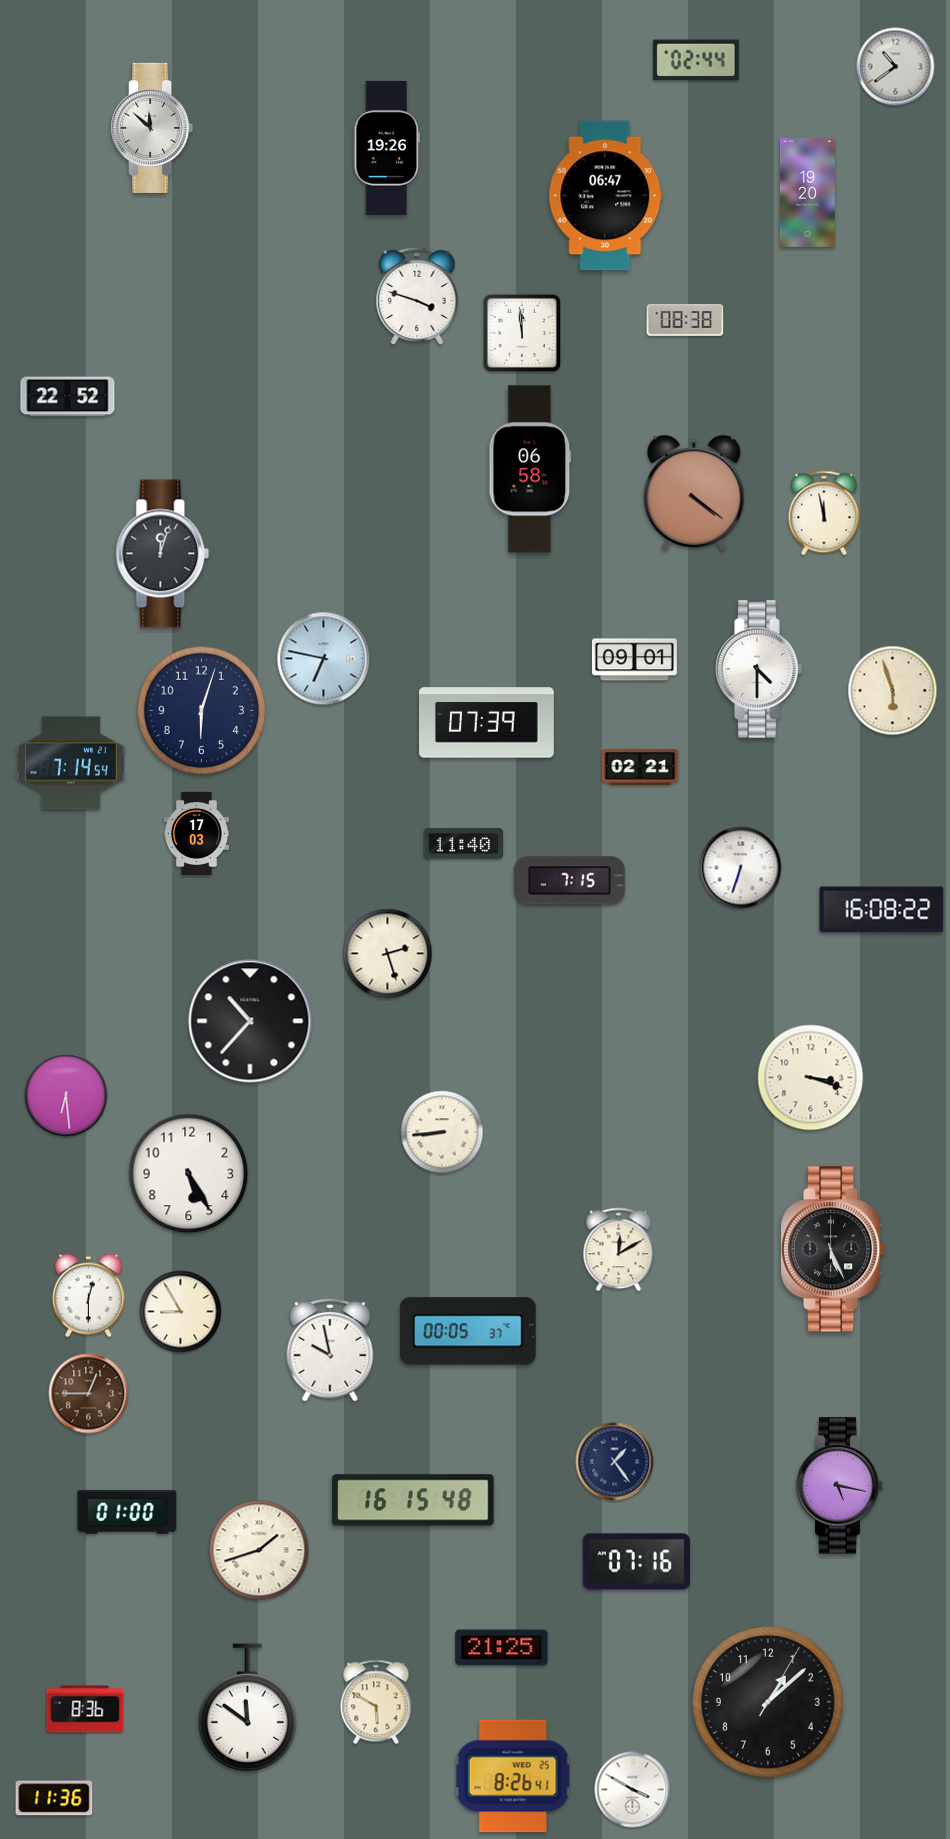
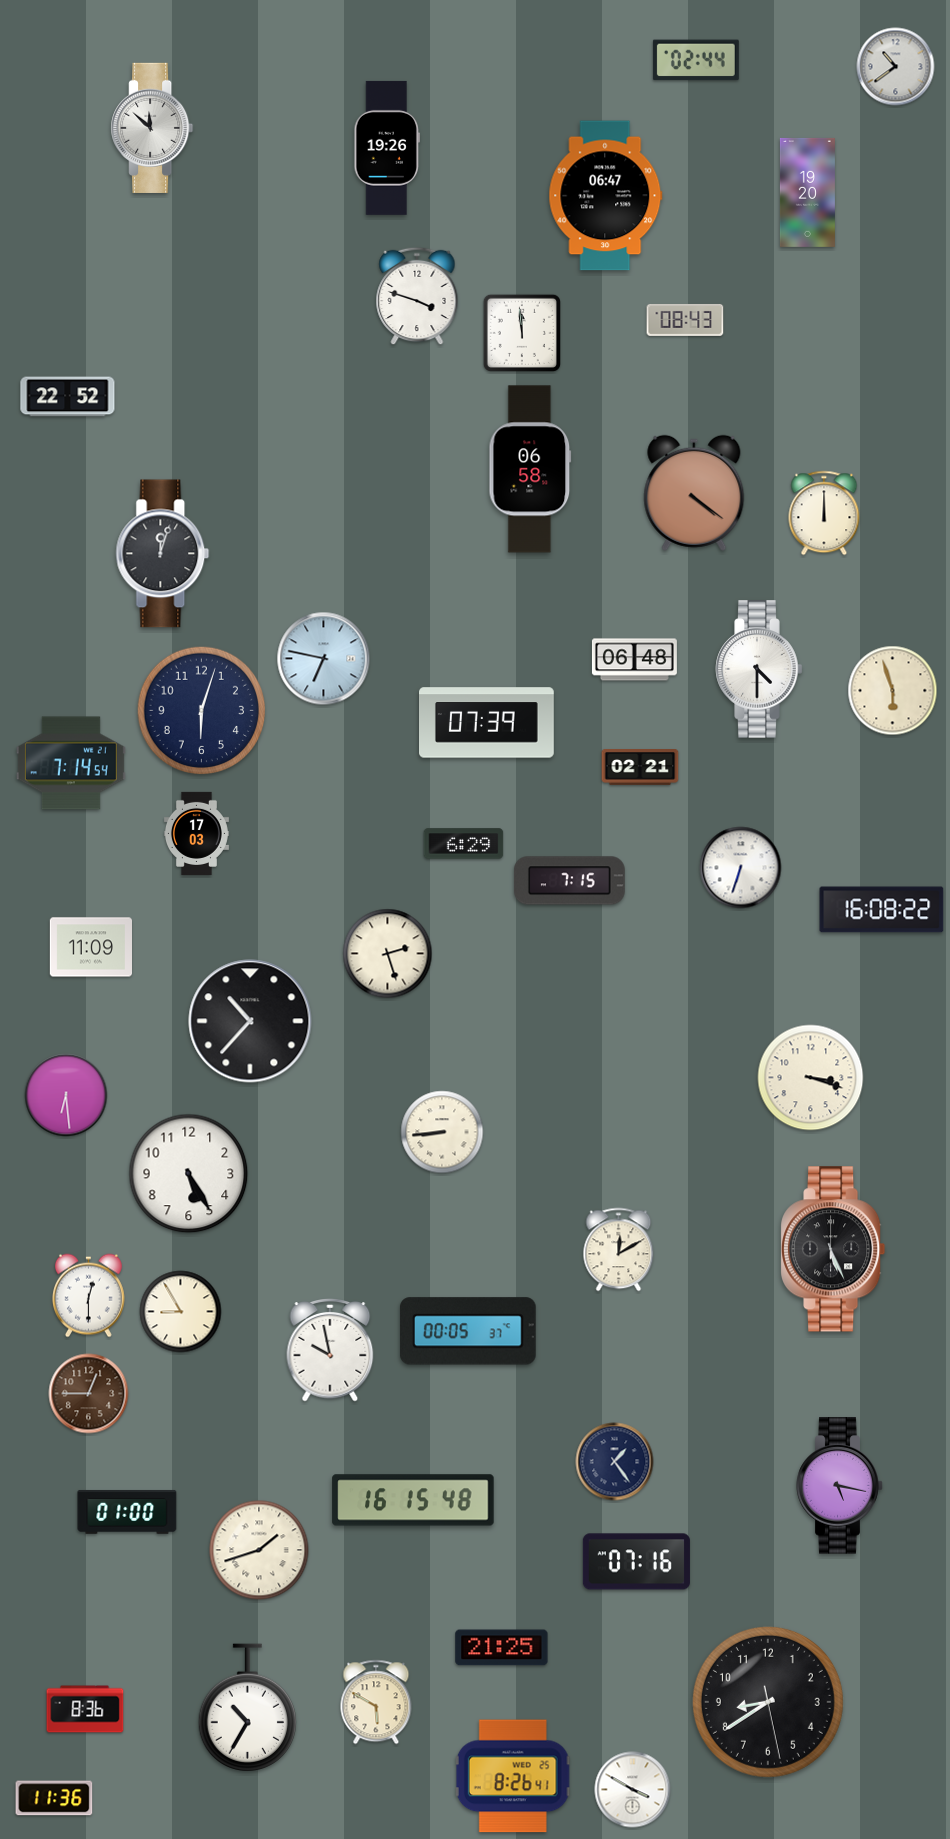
clock at (685, 320): 08:38 -> 08:43
clock at (824, 513): 11:58 -> 12:00
clock at (634, 660): 09:01 -> 06:48
clock at (464, 844): 11:40 -> 6:29
clock at (90, 947): none -> 11:09
clock at (768, 1702): 1:08 -> 8:39
clock at (247, 1708): 11:51 -> 10:35
